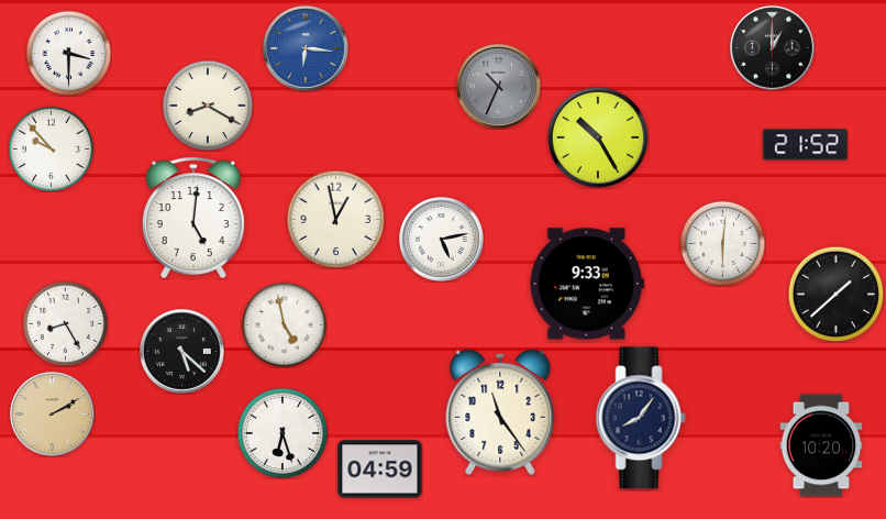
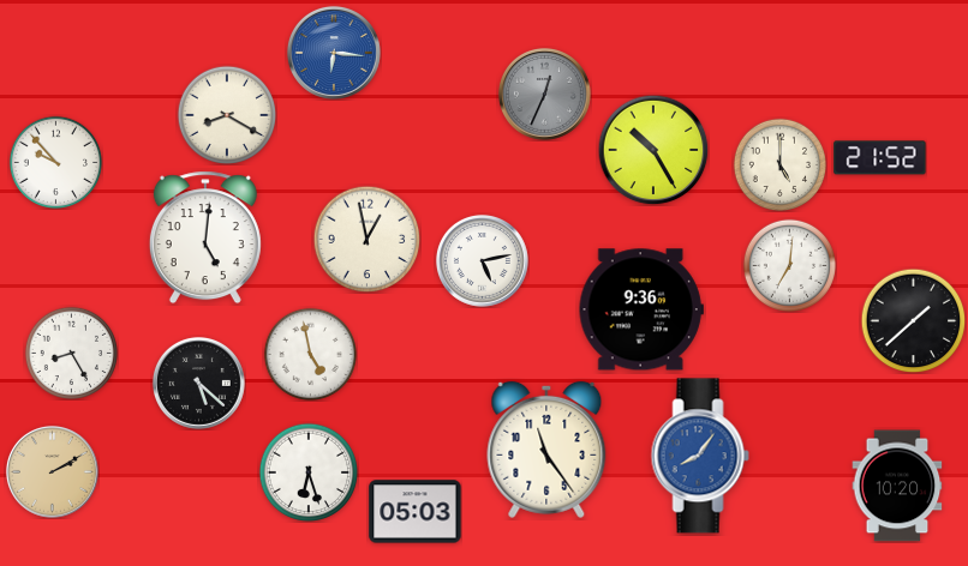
clock at (772, 47): 1:00 -> none
clock at (68, 53): 3:30 -> none
clock at (498, 86): 10:34 -> 12:34
clock at (779, 164): none -> 5:00
clock at (193, 218) position: (193, 218) -> (205, 237)
clock at (722, 243): 6:01 -> 7:01
clock at (587, 284): 9:33 -> 9:36
clock at (52, 413) position: (52, 413) -> (52, 471)
clock at (641, 418) dial: navy -> blue
clock at (380, 470): 04:59 -> 05:03
